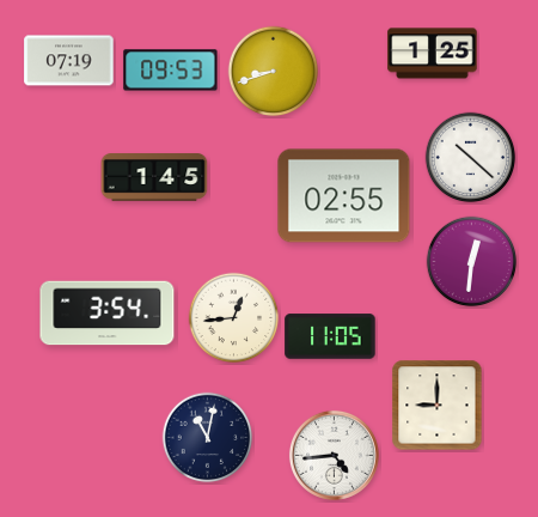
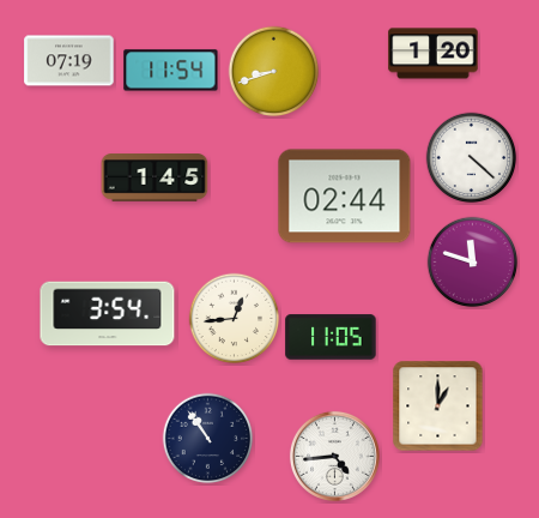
clock at (433, 54): 1:25 -> 1:20
clock at (171, 71): 09:53 -> 11:54
clock at (471, 158): 10:22 -> 4:22
clock at (344, 196): 02:55 -> 02:44
clock at (472, 262): 12:31 -> 11:48
clock at (438, 406): 9:00 -> 1:00
clock at (208, 438): 11:02 -> 10:54
